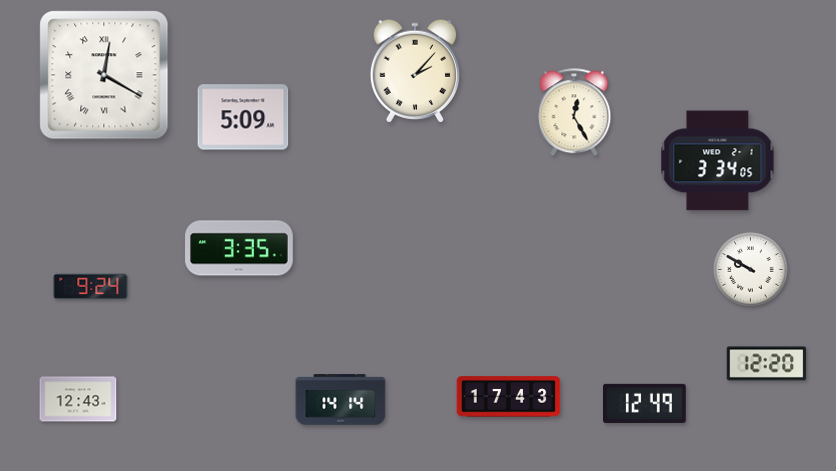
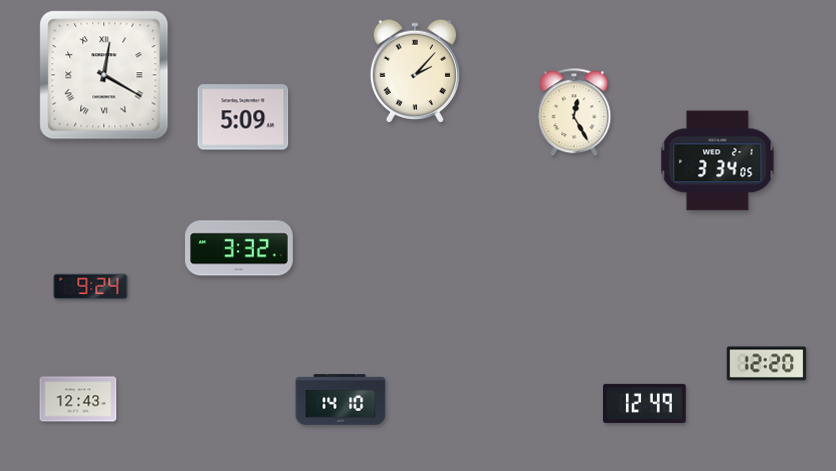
clock at (239, 248): 3:35 -> 3:32
clock at (751, 270): 9:50 -> none
clock at (509, 397): 17:43 -> none
clock at (341, 400): 14:14 -> 14:10
